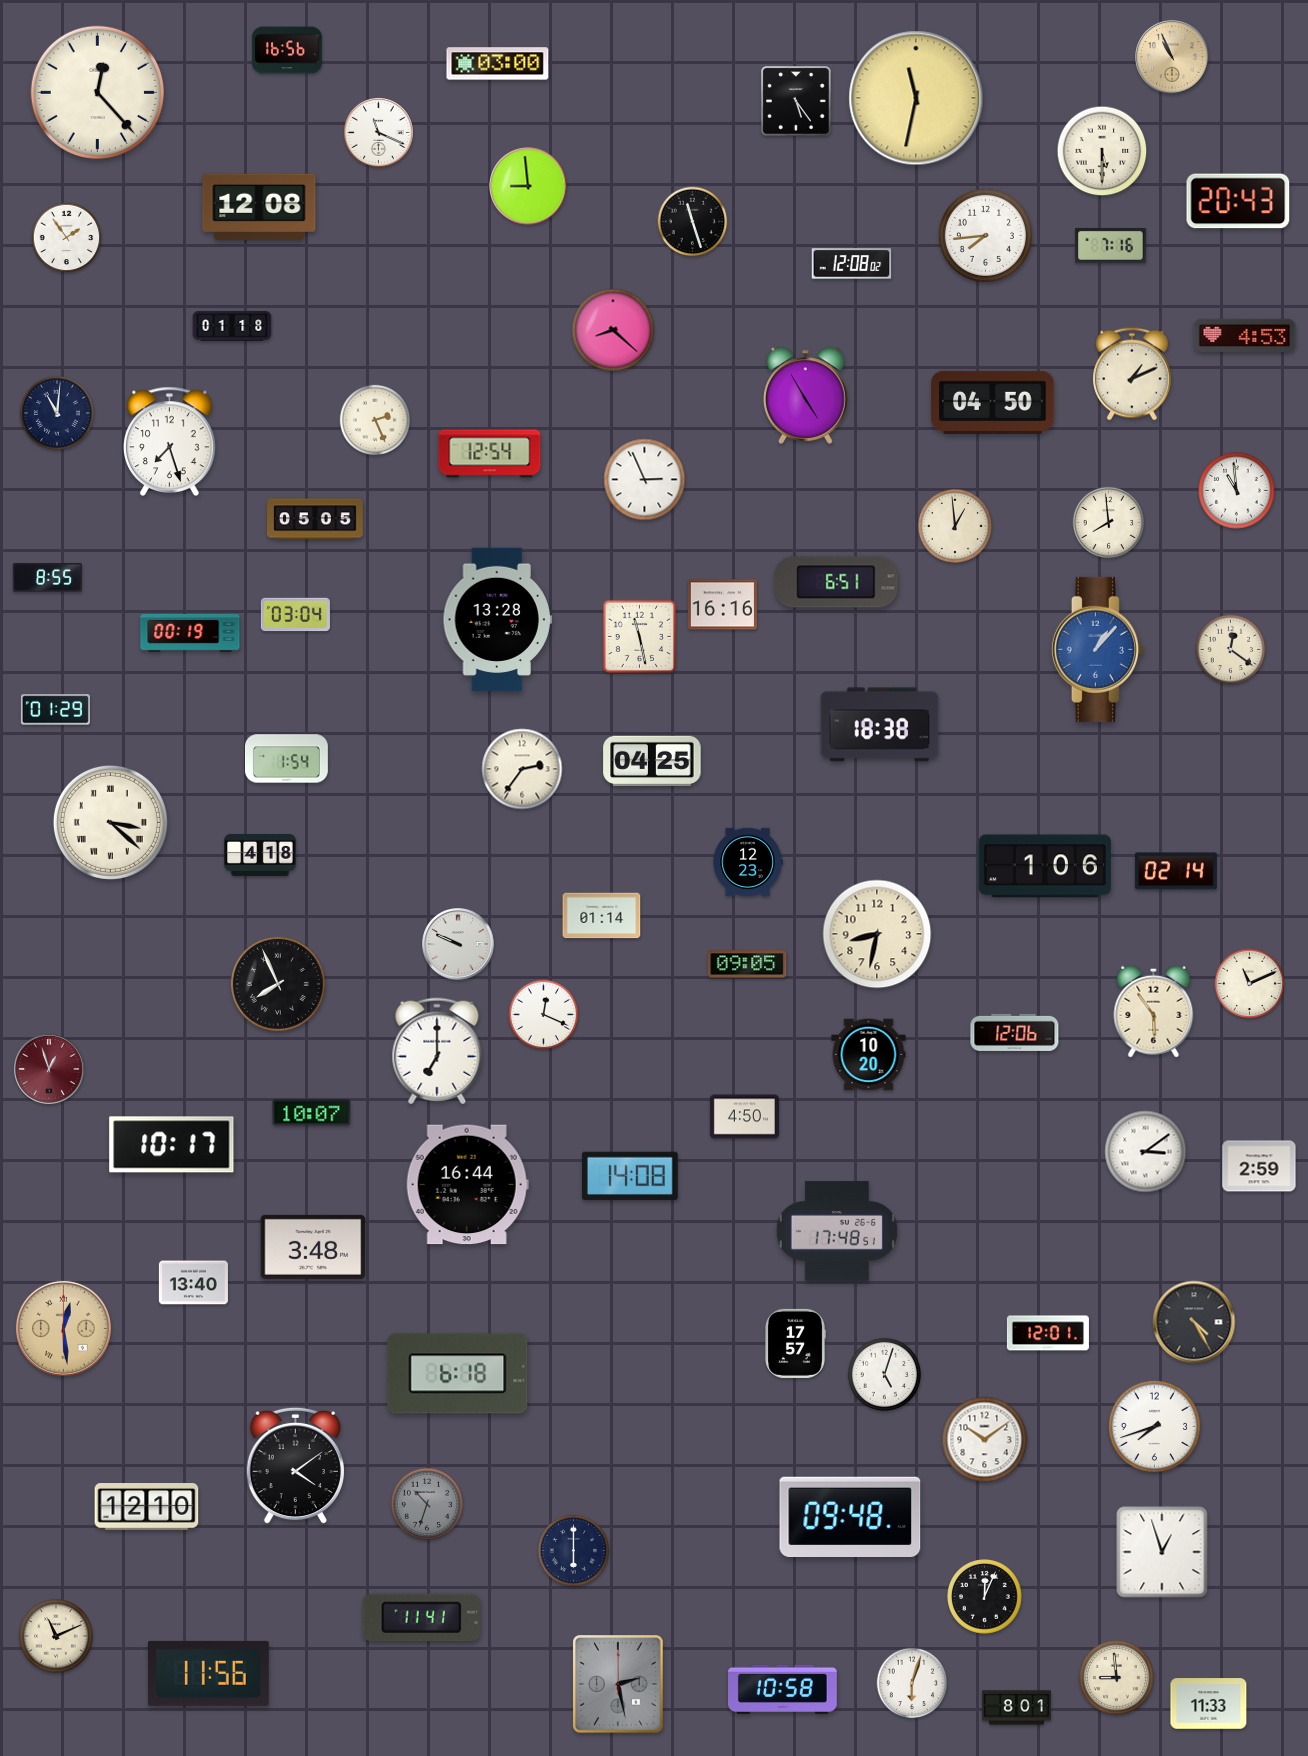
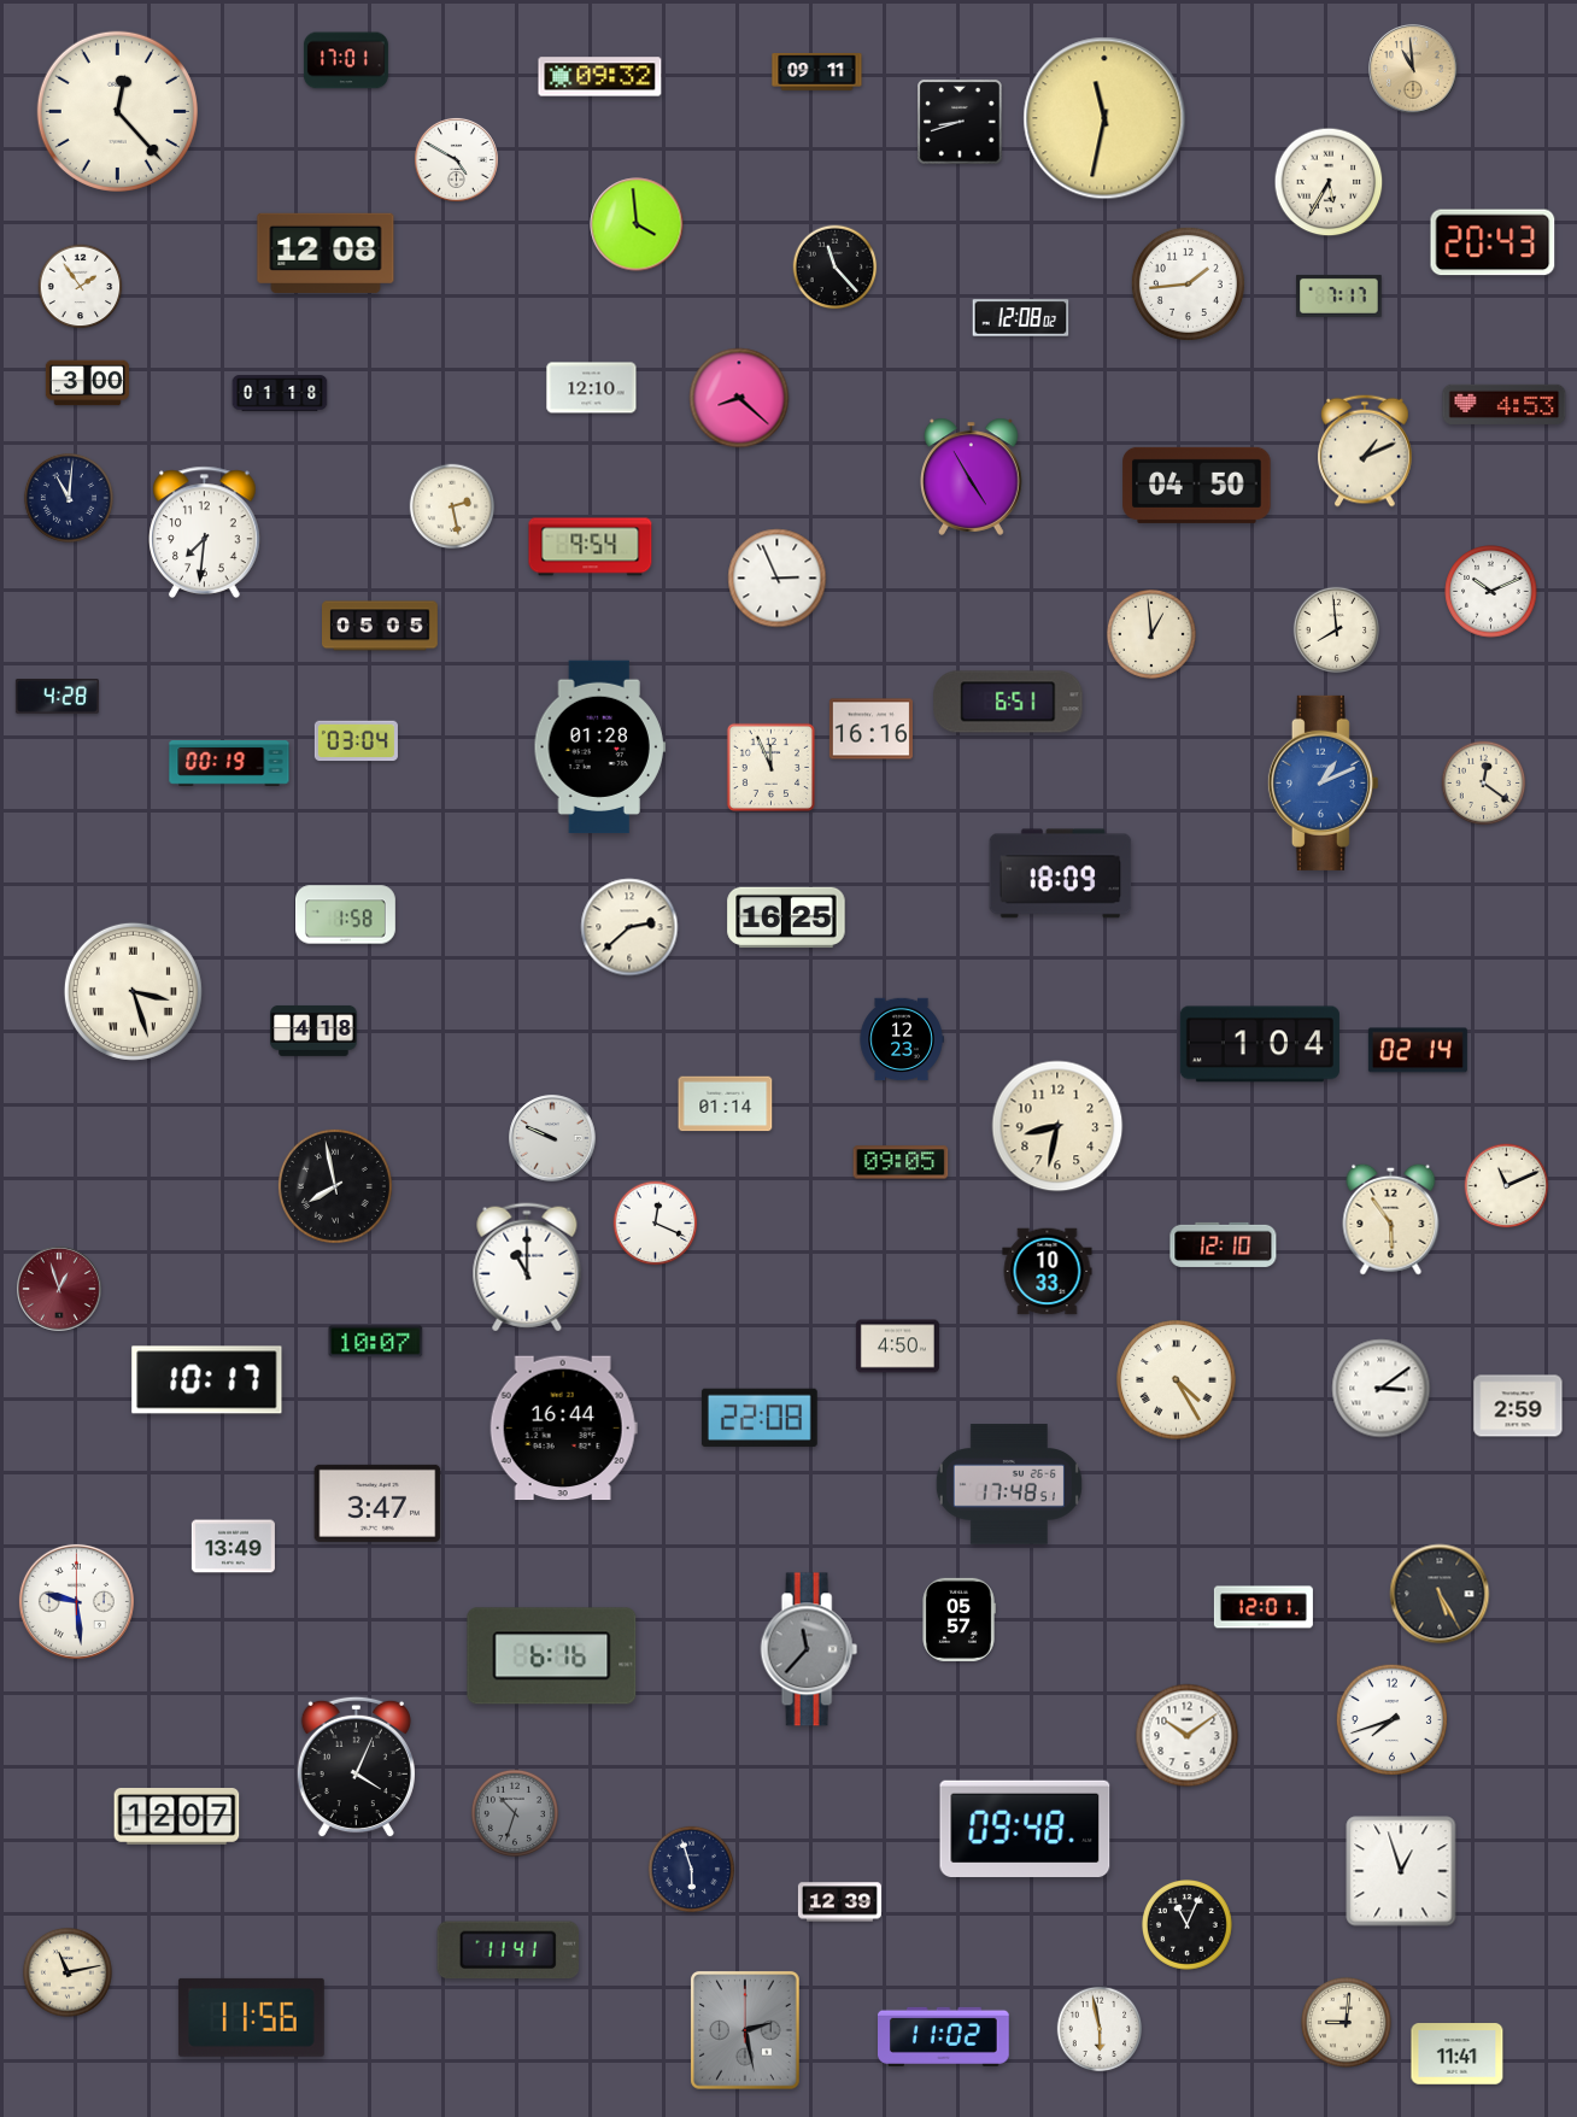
clock at (287, 50): 16:56 -> 17:01
clock at (1172, 57): 10:56 -> 10:59
clock at (817, 72): none -> 09:11
clock at (498, 64): 03:00 -> 09:32
clock at (797, 102): 5:24 -> 8:42
clock at (378, 132): 11:19 -> 4:50
clock at (1102, 151): 5:30 -> 5:35
clock at (528, 186): 8:59 -> 3:59
clock at (259, 206) position: (259, 206) -> (326, 252)
clock at (693, 222): 11:27 -> 11:23
clock at (985, 235): 7:44 -> 1:44
clock at (1111, 245): 7:16 -> 7:17
clock at (852, 264) position: (852, 264) -> (1021, 318)
clock at (87, 383): none -> 3:00
clock at (592, 388): none -> 12:10
clock at (1245, 335) position: (1245, 335) -> (1505, 404)
clock at (375, 420): 2:26 -> 2:28
clock at (170, 441): 7:27 -> 7:31
clock at (490, 454): 12:54 -> 9:54
clock at (1237, 491): 10:59 -> 10:11
clock at (47, 578): 8:55 -> 4:28
clock at (497, 620): 13:28 -> 01:28
clock at (639, 636): 11:28 -> 11:56
clock at (1097, 649): 1:07 -> 1:11
clock at (55, 710): 01:29 -> none
clock at (880, 725): 18:38 -> 18:09
clock at (287, 759): 1:54 -> 1:58
clock at (652, 760): 04:25 -> 16:25
clock at (522, 769): 2:36 -> 2:38
clock at (110, 822): 3:22 -> 3:27
clock at (1045, 866): 1:06 -> 1:04
clock at (278, 984): 7:56 -> 7:58
clock at (1015, 1032): 12:06 -> 12:10
clock at (437, 1051): 7:00 -> 11:00
clock at (869, 1055): 10:20 -> 10:33
clock at (1177, 1380): none -> 4:25
clock at (630, 1176): 14:08 -> 22:08
clock at (313, 1247): 3:48 -> 3:47
clock at (193, 1283): 13:40 -> 13:49
clock at (1194, 1322): 4:25 -> 5:25
clock at (63, 1328): 12:29 -> 9:29
clock at (63, 1328) dial: champagne -> white
clock at (795, 1343): 17:57 -> 05:57
clock at (809, 1649): none -> 11:37
clock at (458, 1374): 6:18 -> 6:16
clock at (884, 1374): 5:03 -> none
clock at (295, 1466): 4:09 -> 4:04
clock at (147, 1507): 12:10 -> 12:07
clock at (574, 1551): 6:00 -> 5:57
clock at (839, 1902): none -> 12:39
clock at (985, 1597): 12:04 -> 11:04
clock at (56, 1636): 11:11 -> 11:13
clock at (1117, 1678): 8:59 -> 9:01
clock at (912, 1683): 6:03 -> 5:58
clock at (783, 1689): 10:58 -> 11:02
clock at (1209, 1704): 11:33 -> 11:41
clock at (1016, 1708): 8:01 -> none
